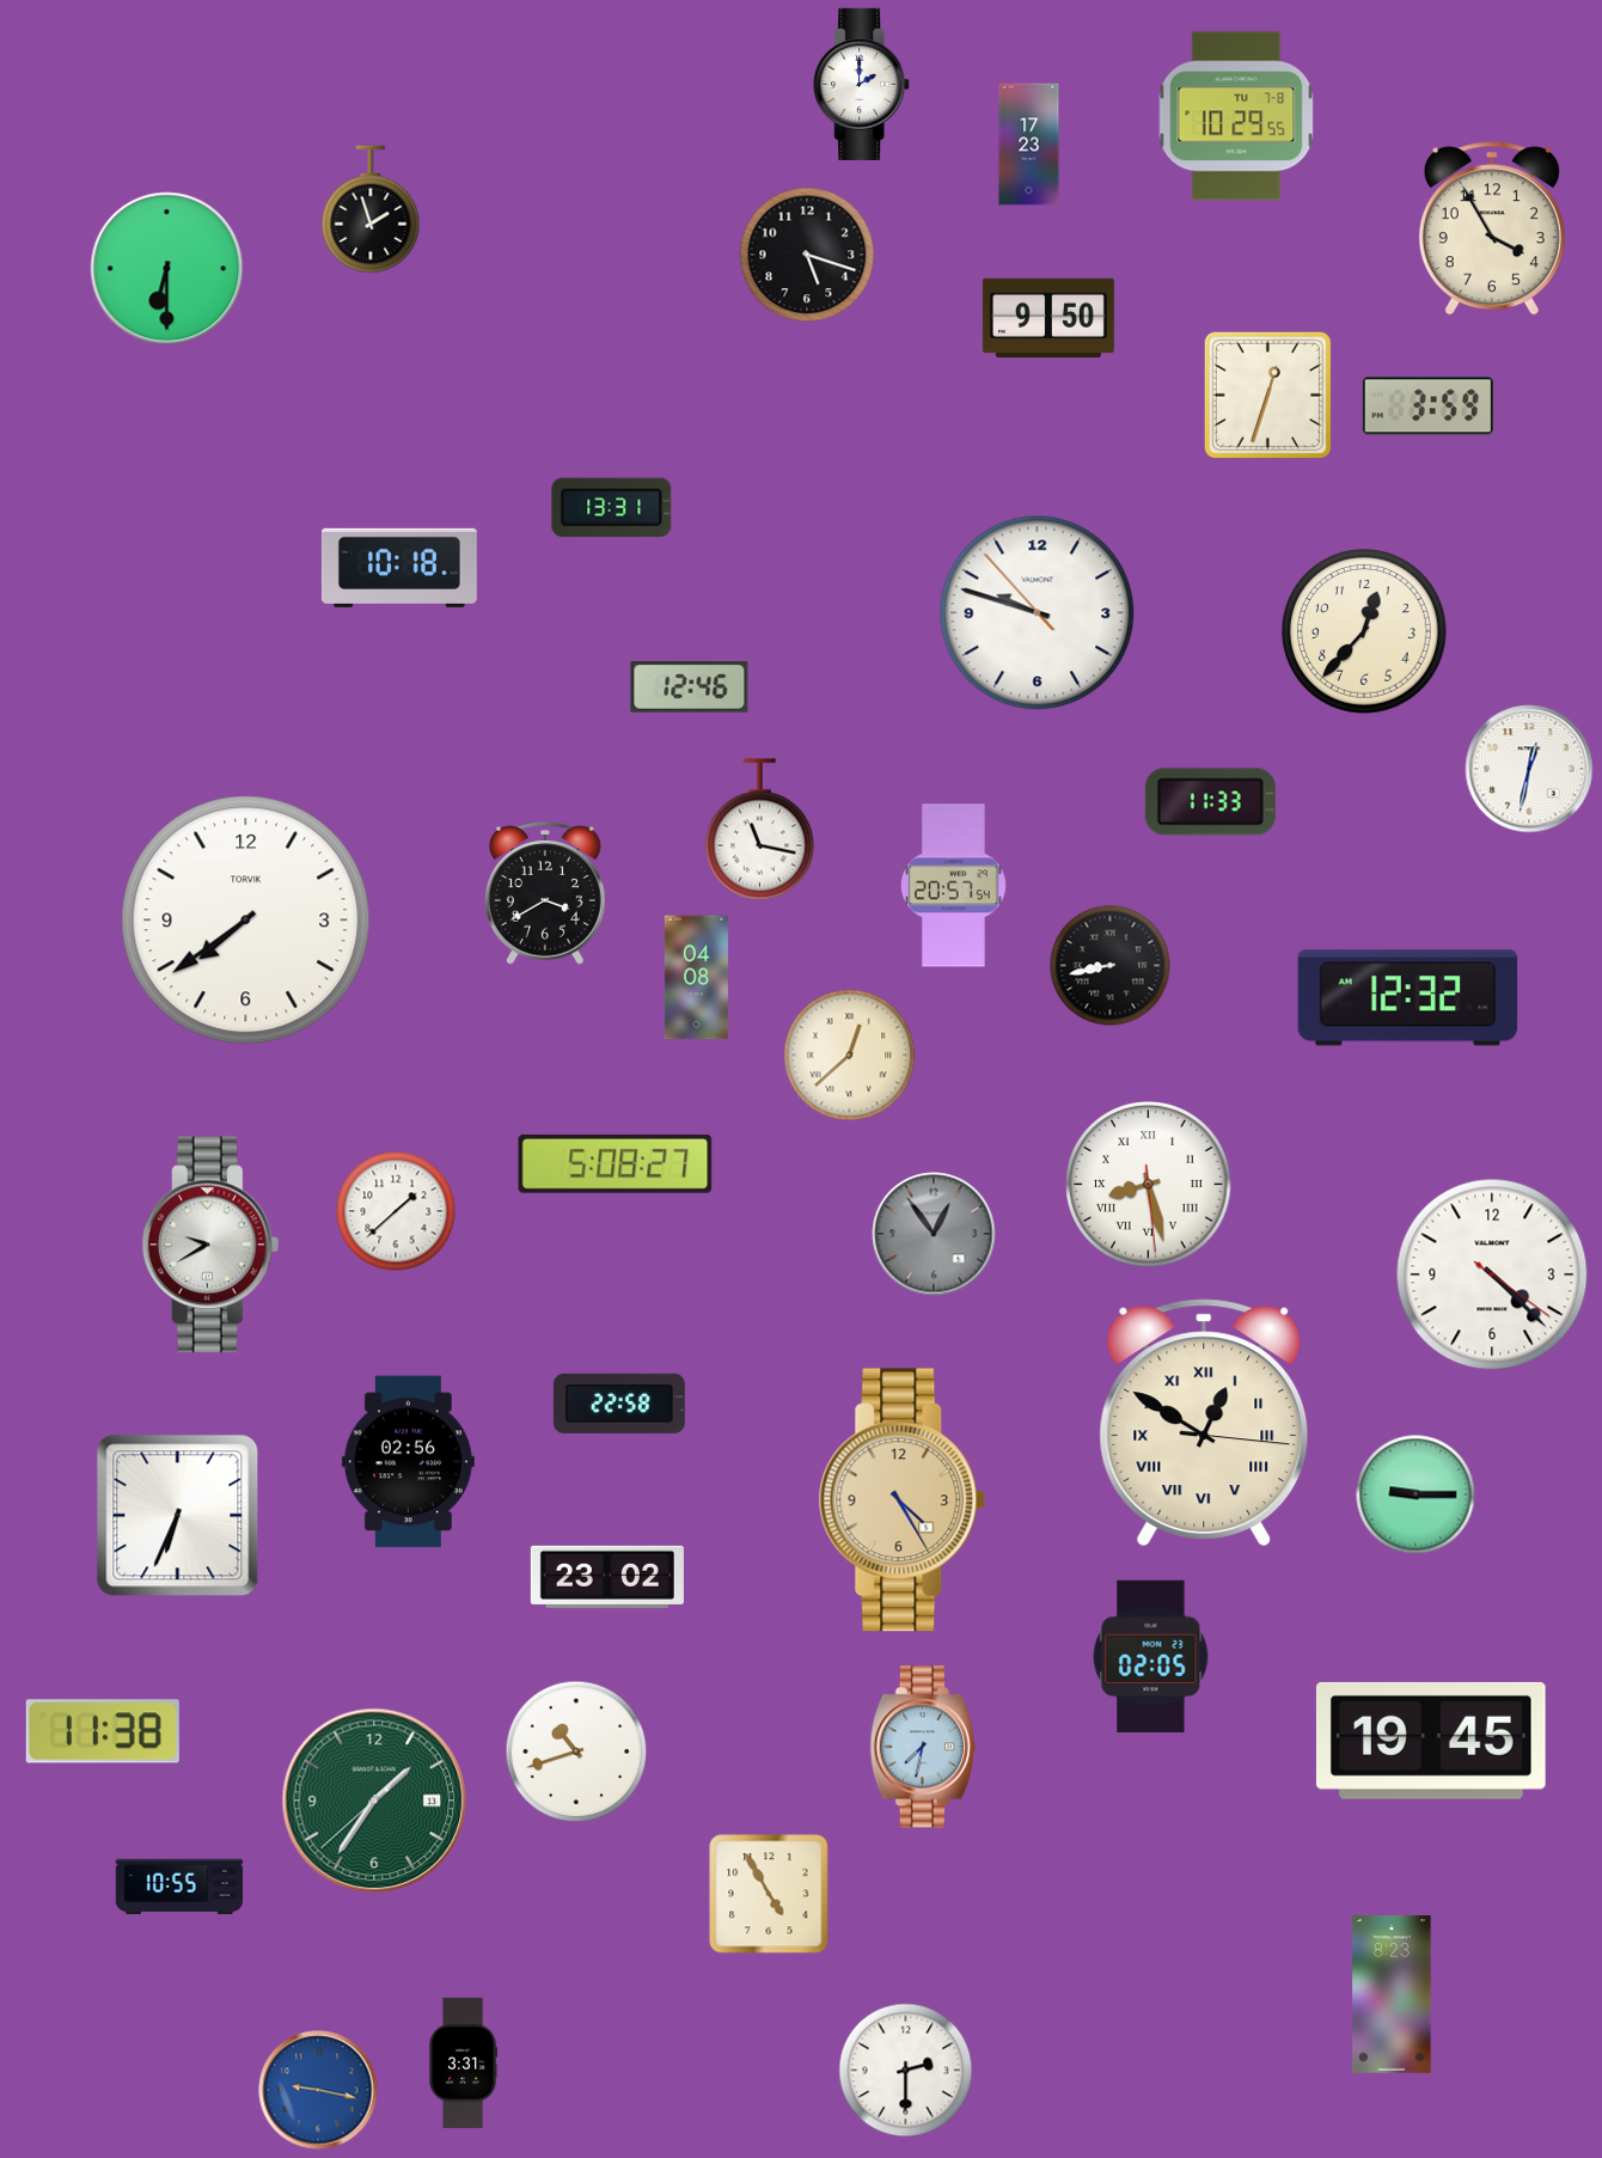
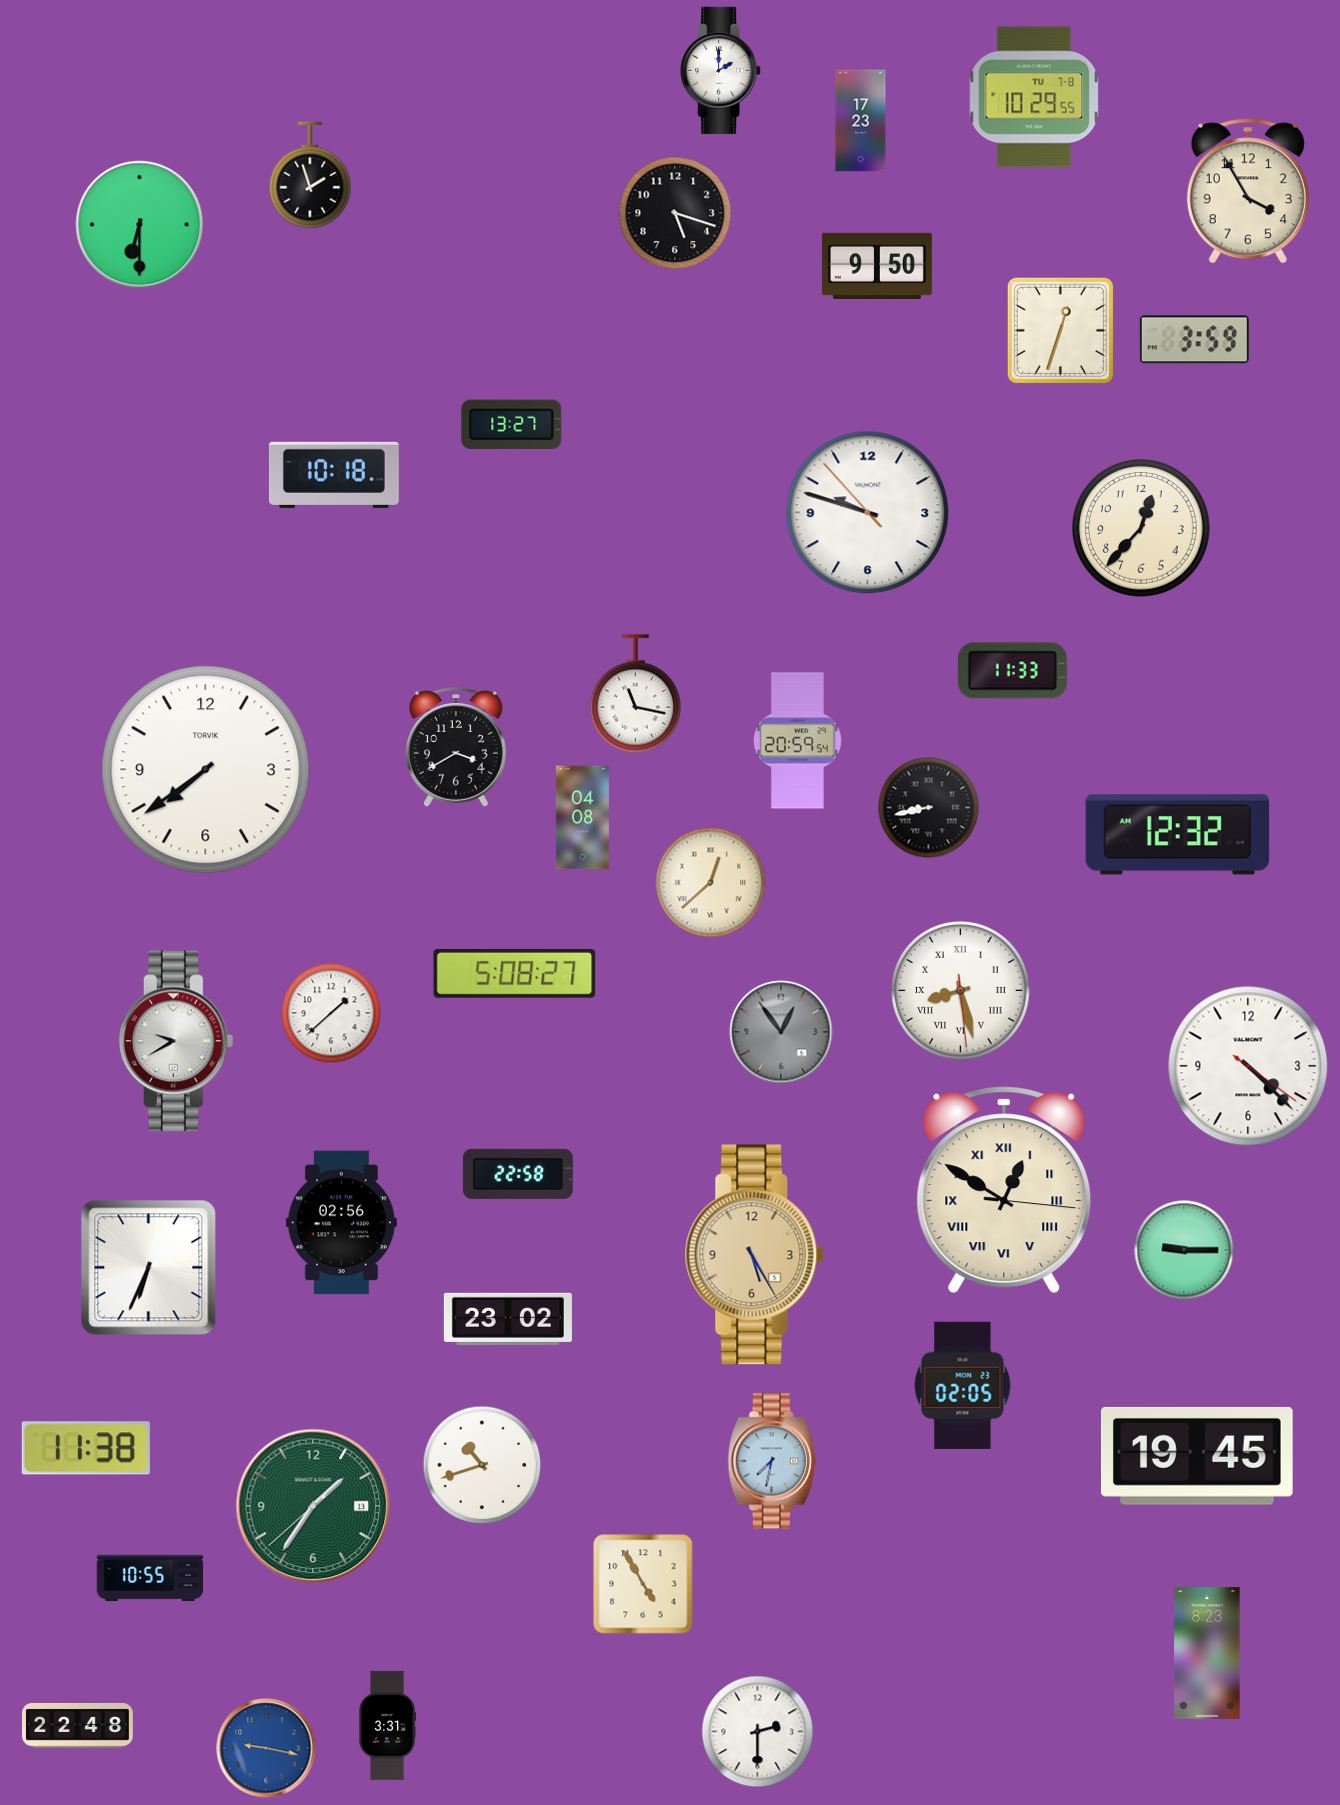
clock at (612, 507): 13:31 -> 13:27
clock at (690, 687): 12:46 -> none
clock at (1529, 769): 12:32 -> none
clock at (953, 886): 20:57 -> 20:59
clock at (1204, 1423) position: (1204, 1423) -> (1004, 1190)
clock at (903, 1500): 4:25 -> 5:25
clock at (1392, 1994) position: (1392, 1994) -> (1207, 1653)
clock at (78, 1725): none -> 22:48
